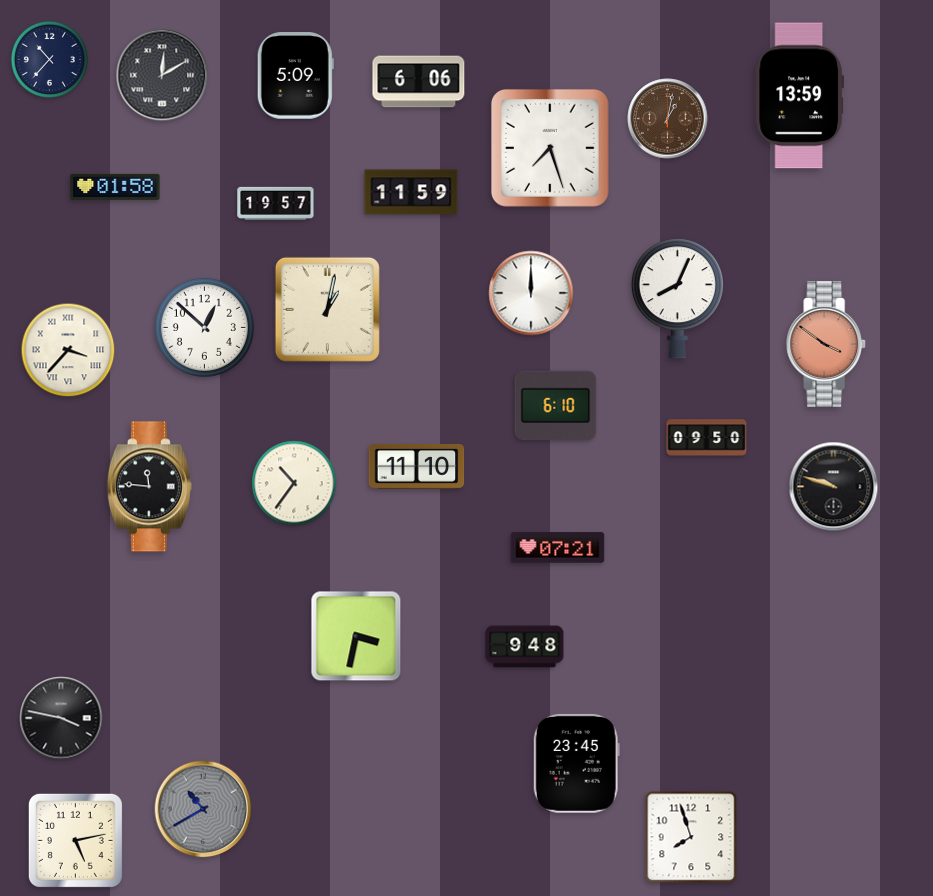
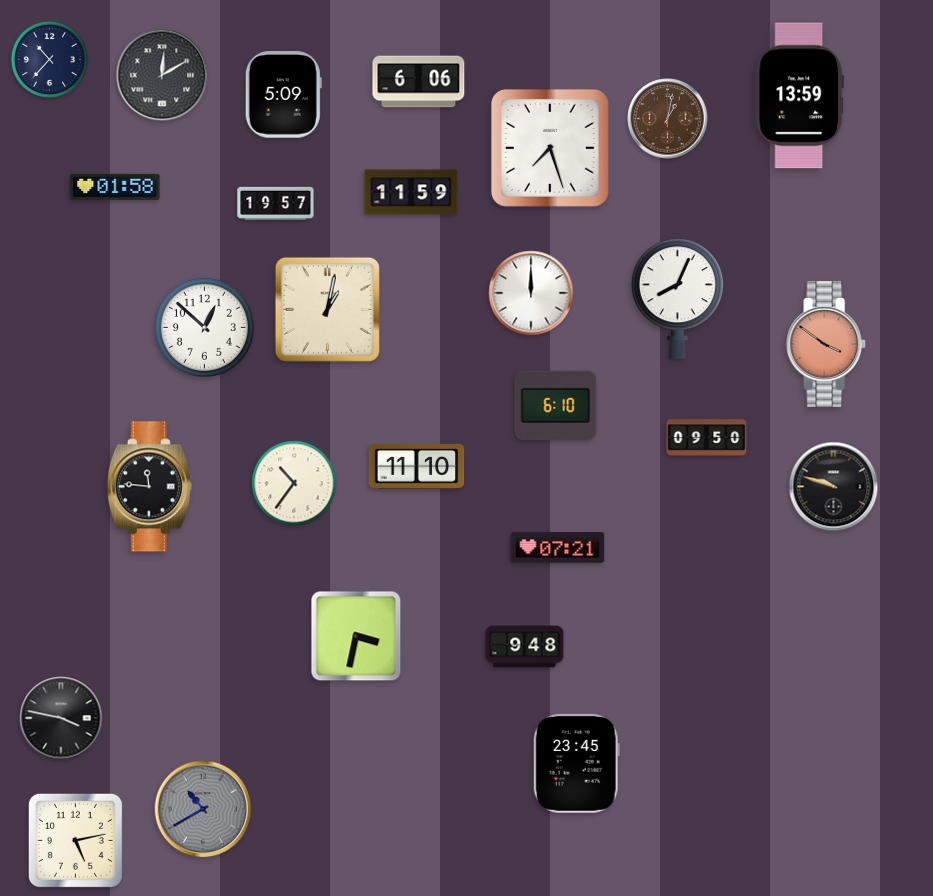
clock at (295, 76) position: (295, 76) -> (283, 95)
clock at (68, 350): 3:37 -> none
clock at (691, 837): 7:57 -> none
